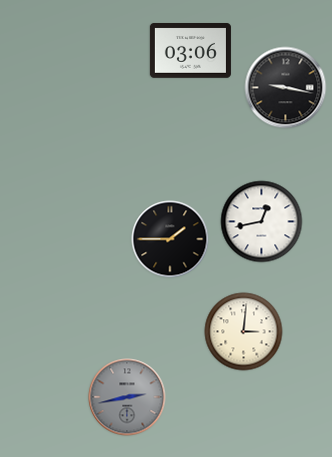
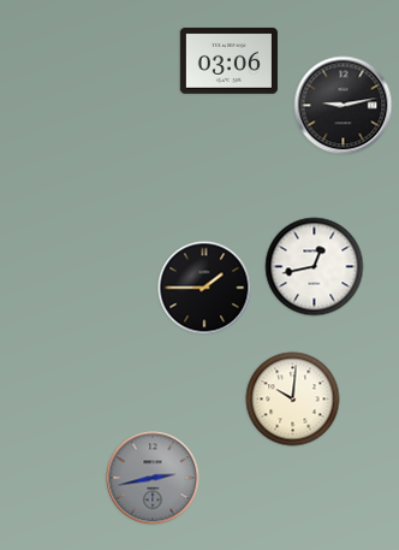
clock at (286, 88): 9:17 -> 9:13
clock at (244, 332): 3:01 -> 10:01
